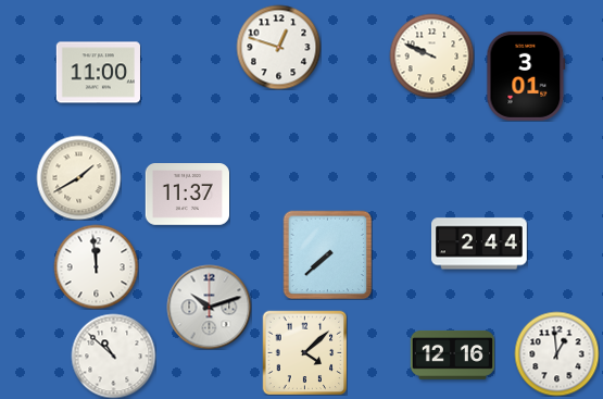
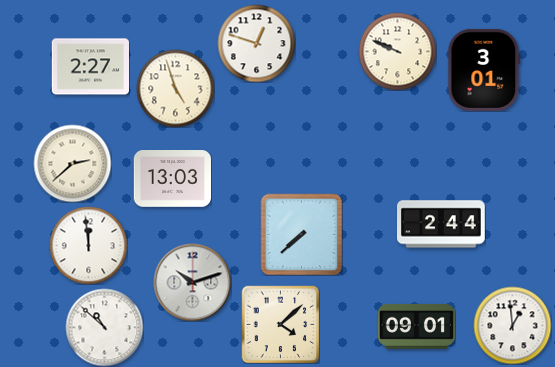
clock at (98, 73): 11:00 -> 2:27
clock at (175, 88): none -> 4:57
clock at (78, 177): 1:40 -> 2:38
clock at (187, 195): 11:37 -> 13:03
clock at (452, 354): 12:16 -> 09:01
